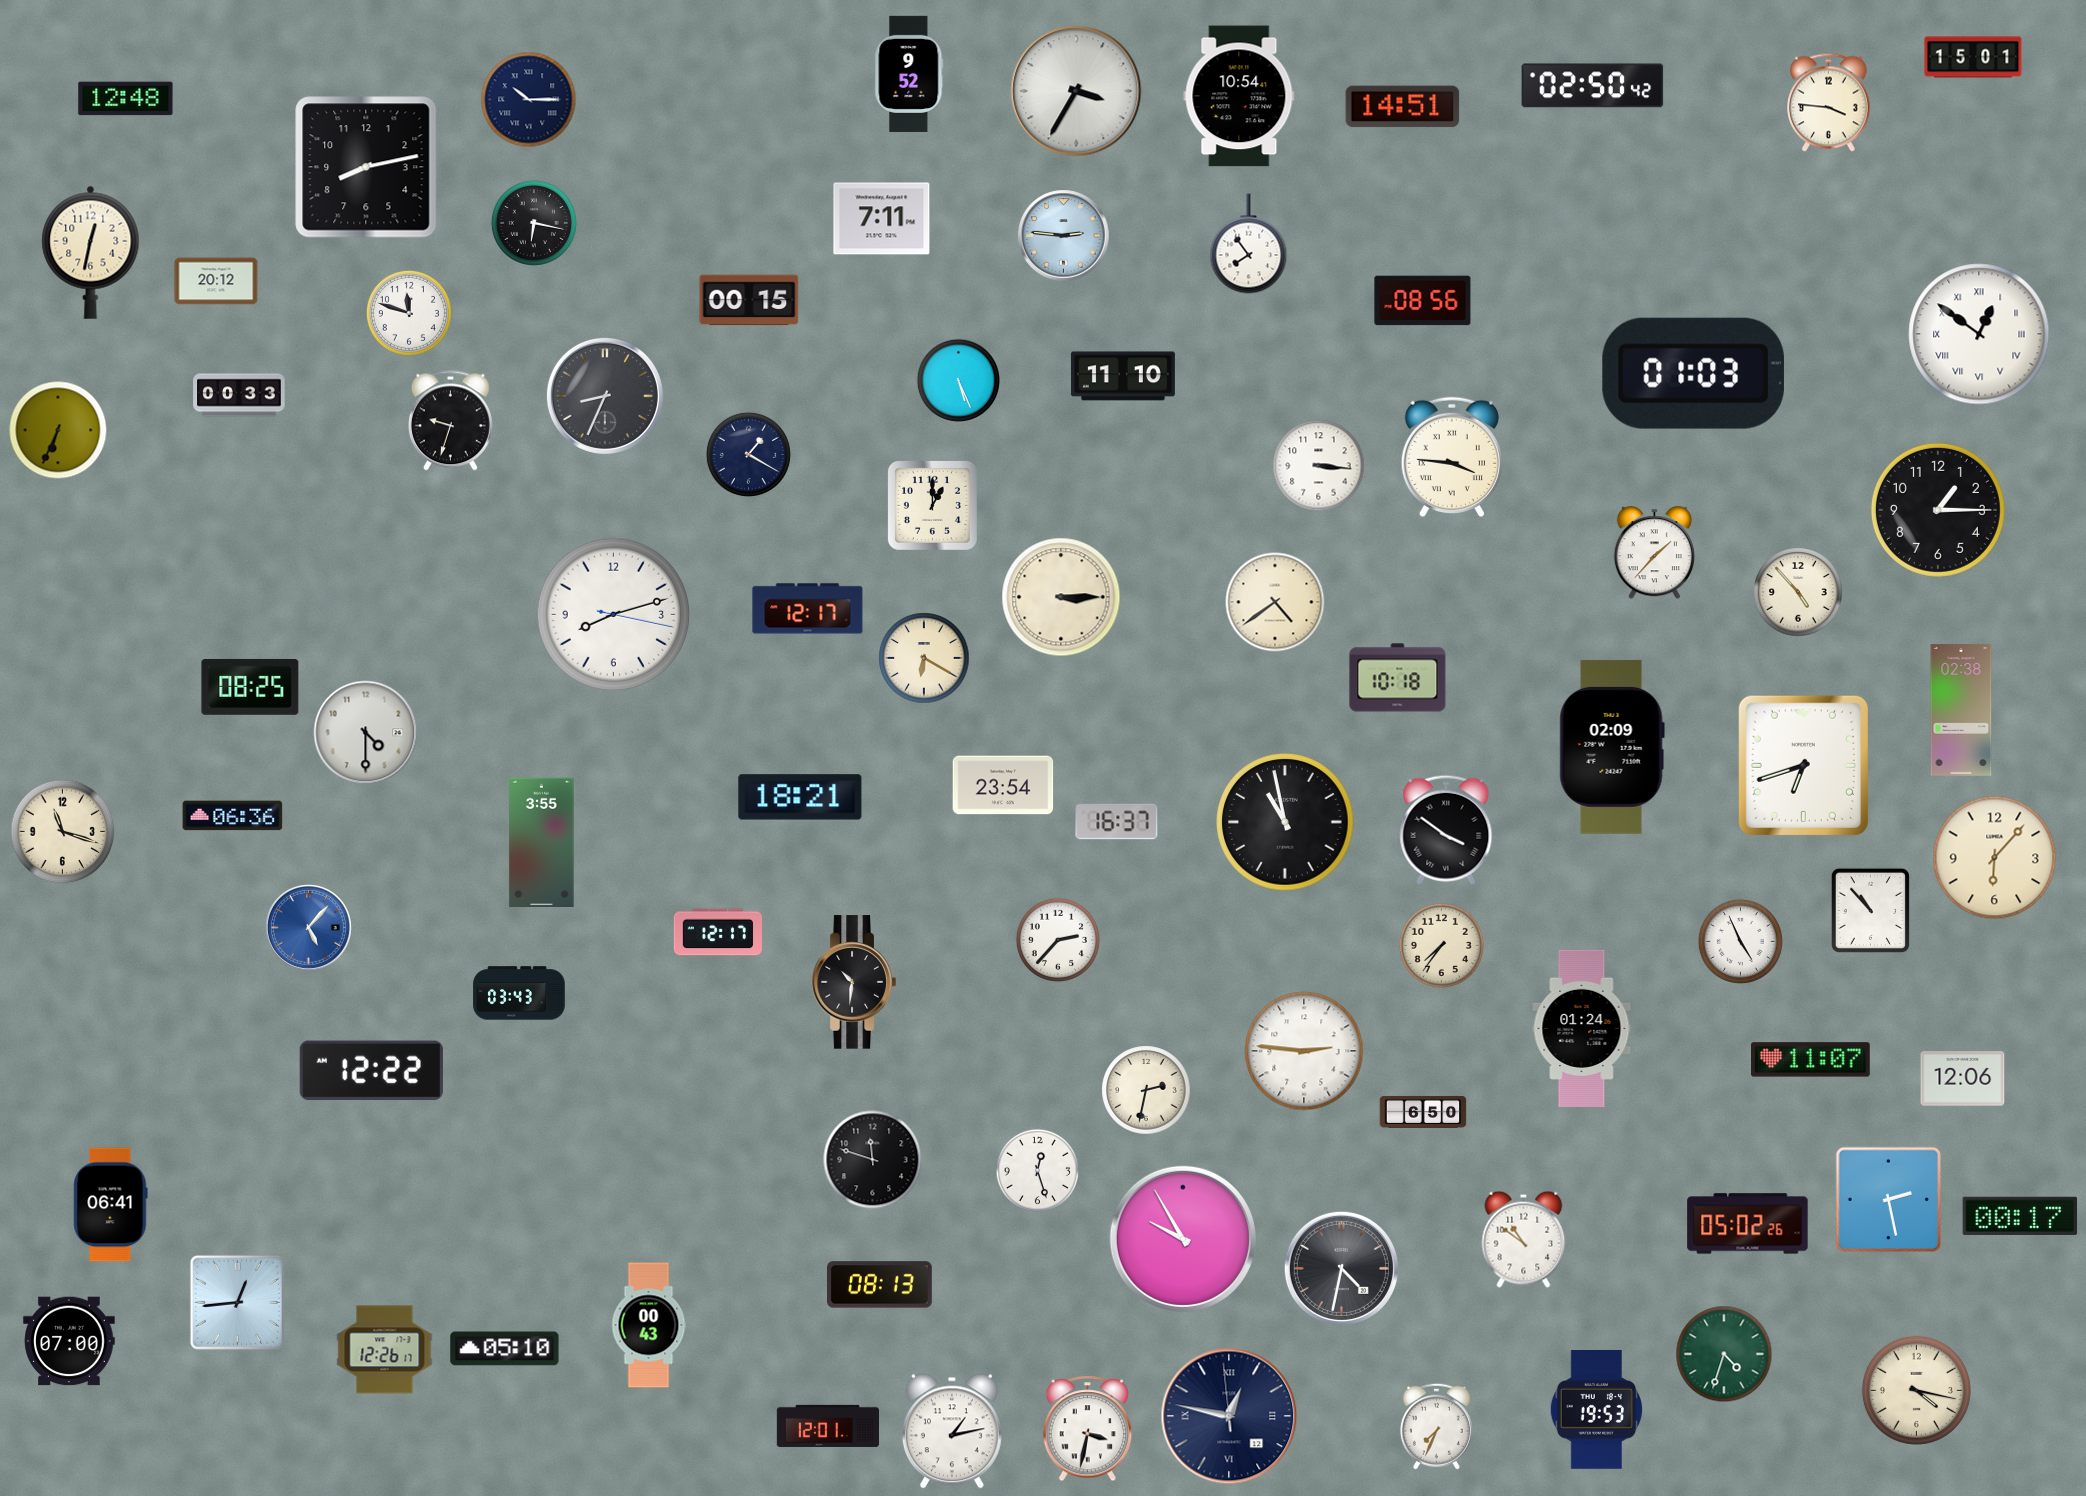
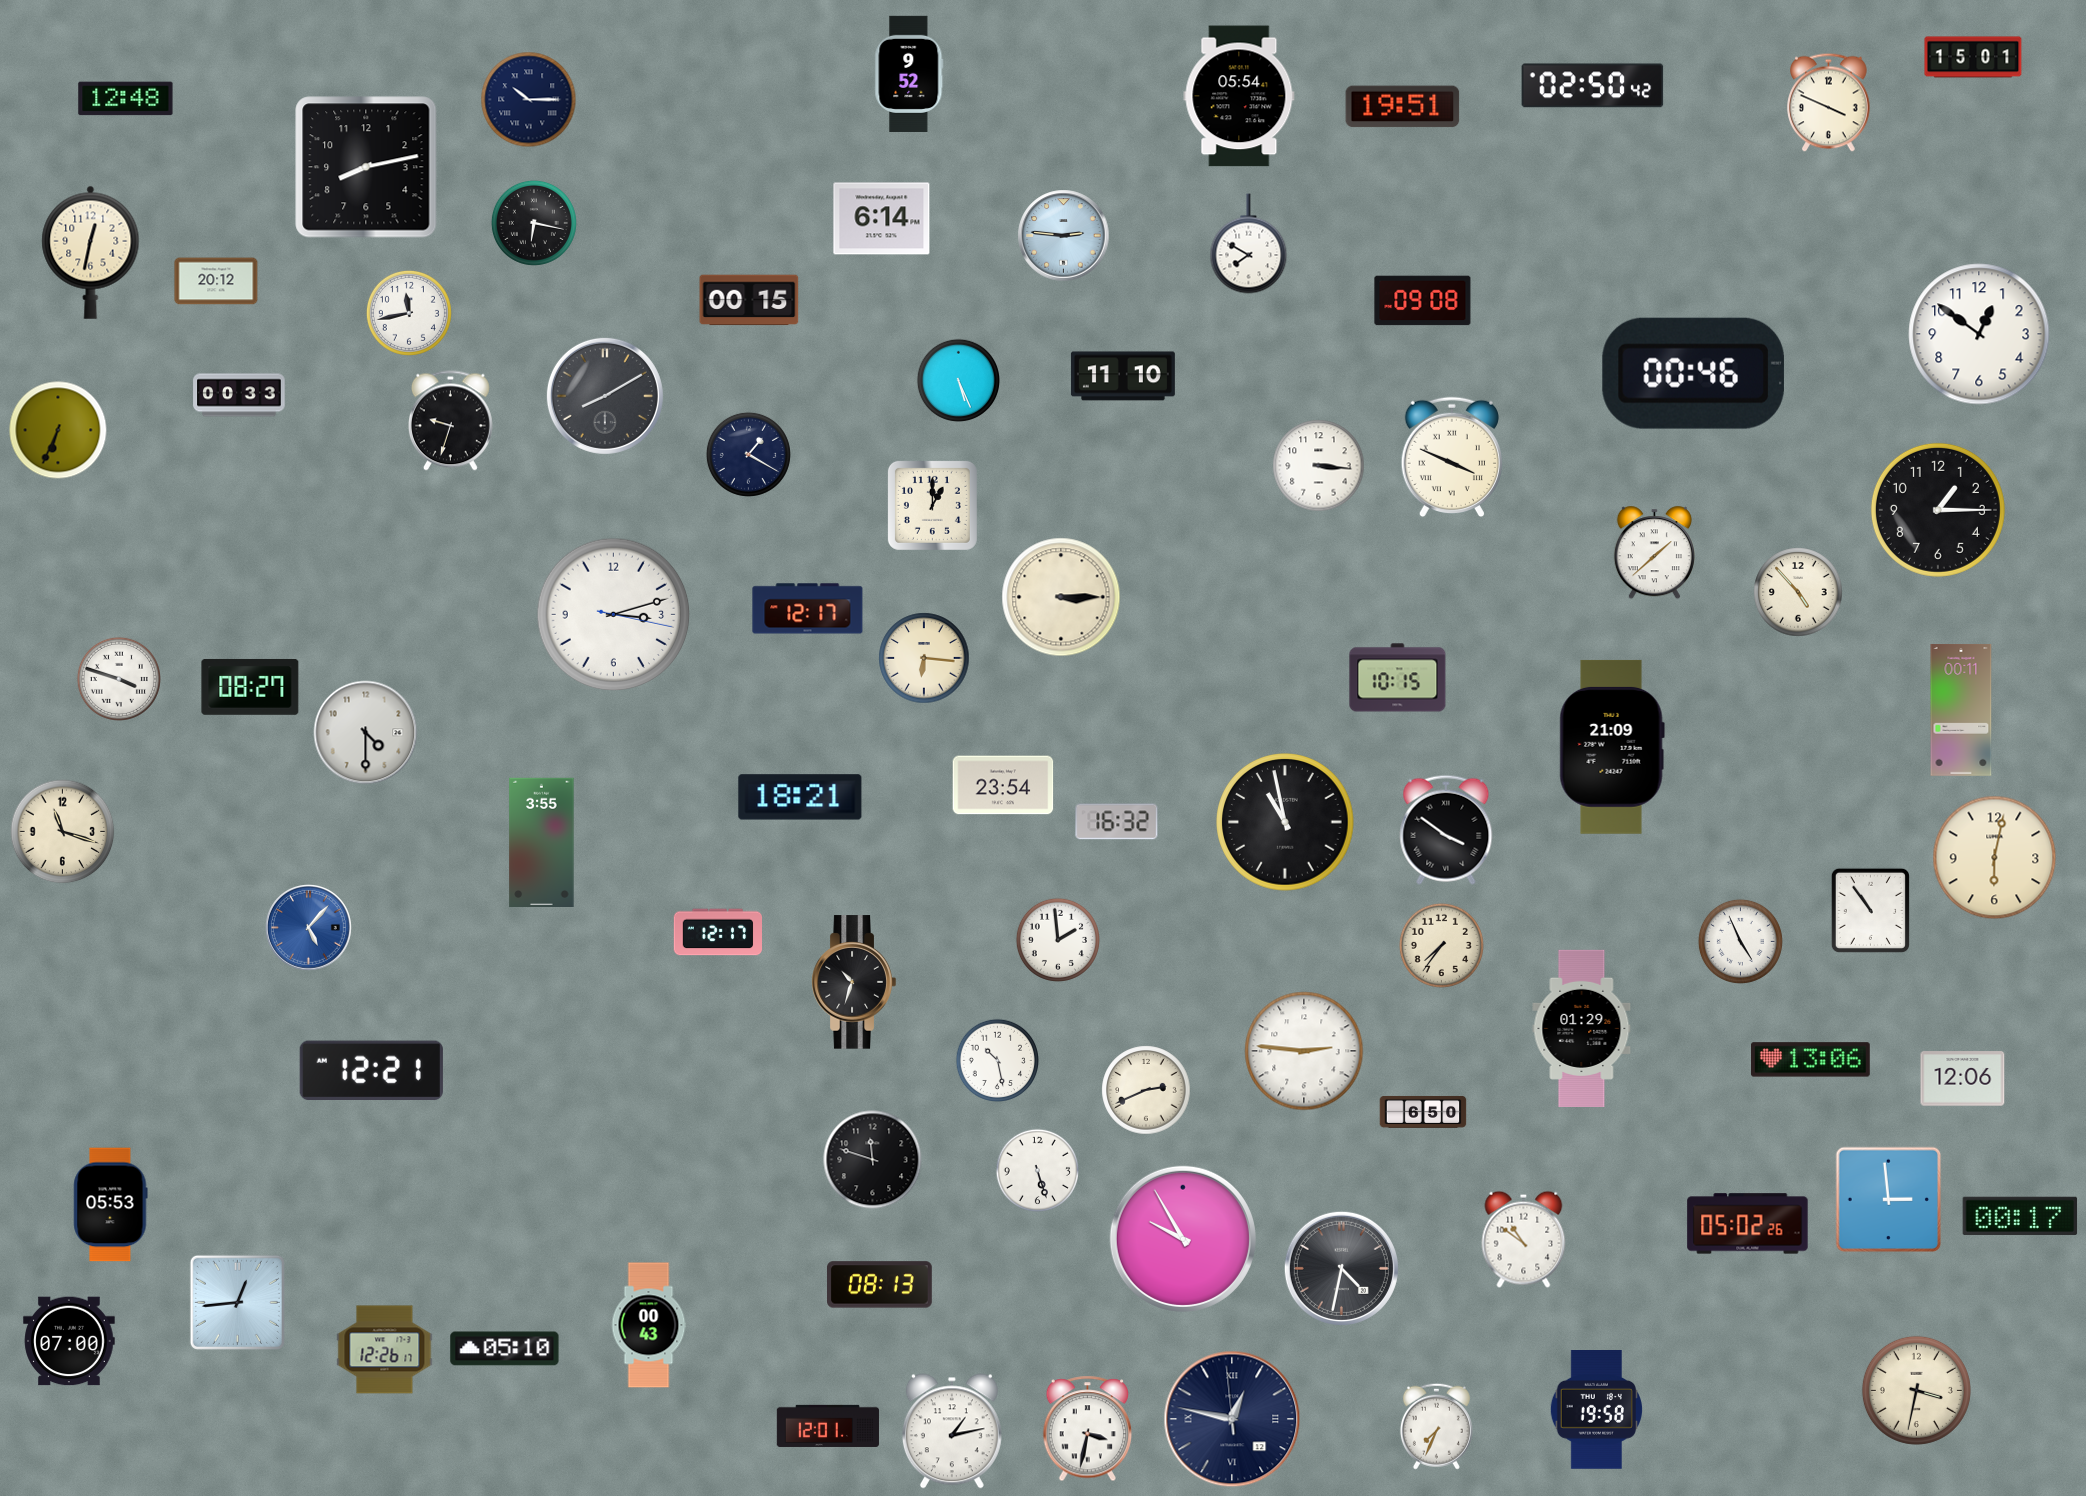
clock at (1076, 91): 3:35 -> none
clock at (1239, 96): 10:54 -> 05:54
clock at (1829, 103): 3:46 -> 3:49
clock at (1403, 107): 14:51 -> 19:51
clock at (882, 219): 7:11 -> 6:14
clock at (1249, 244): 7:54 -> 7:50
clock at (1423, 301): 08:56 -> 09:08
clock at (409, 313): 11:48 -> 11:43
clock at (1979, 334) numerals: Roman -> Arabic
clock at (1693, 373): 01:03 -> 00:46
clock at (605, 396): 8:34 -> 8:10
clock at (1452, 457): 3:46 -> 3:49
clock at (1654, 553): 1:37 -> 1:38
clock at (1275, 602): 4:39 -> none
clock at (614, 615): 8:12 -> 3:12
clock at (924, 658): 6:20 -> 6:16
clock at (1398, 678): 10:18 -> 10:15
clock at (119, 679): none -> 3:48
clock at (250, 687): 08:25 -> 08:27
clock at (1961, 710): 02:38 -> 00:11
clock at (1612, 747): 02:09 -> 21:09
clock at (1803, 765): 6:42 -> none
clock at (233, 816): 06:36 -> none
clock at (1117, 822): 16:37 -> 16:32
clock at (1995, 858): 6:07 -> 6:02
clock at (1870, 910): 10:53 -> 10:54
clock at (1058, 940): 2:37 -> 1:59
clock at (854, 982): 10:31 -> 10:33
clock at (519, 993): 03:43 -> none
clock at (1582, 1028): 01:24 -> 01:29
clock at (997, 1060): none -> 10:28
clock at (1811, 1060): 11:07 -> 13:06
clock at (371, 1071): 12:22 -> 12:21
clock at (1146, 1090): 2:32 -> 2:41
clock at (1037, 1170): 12:27 -> 5:27
clock at (1889, 1200): 2:28 -> 2:59
clock at (111, 1205): 06:41 -> 05:53
clock at (1724, 1354): 4:33 -> none
clock at (1916, 1390): 4:17 -> 3:32
clock at (1596, 1410): 19:53 -> 19:58
clock at (1229, 1416) position: (1229, 1416) -> (1232, 1419)
